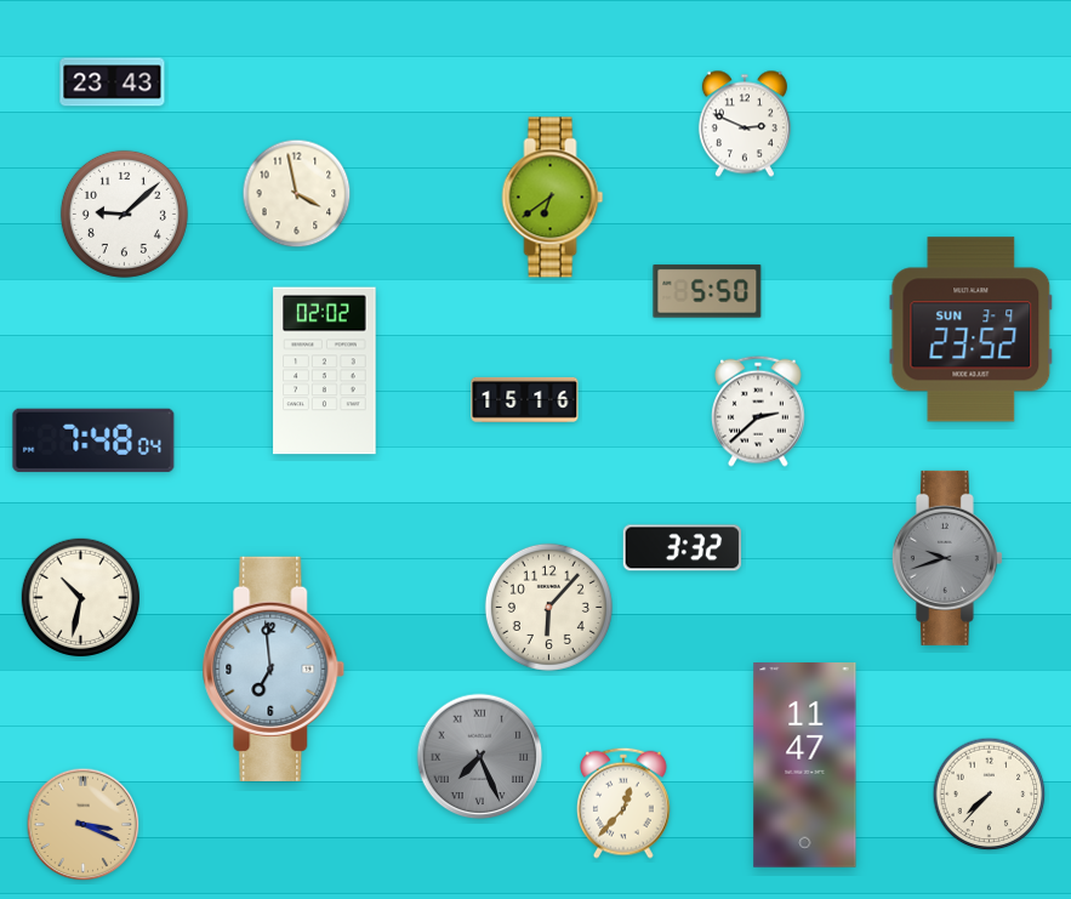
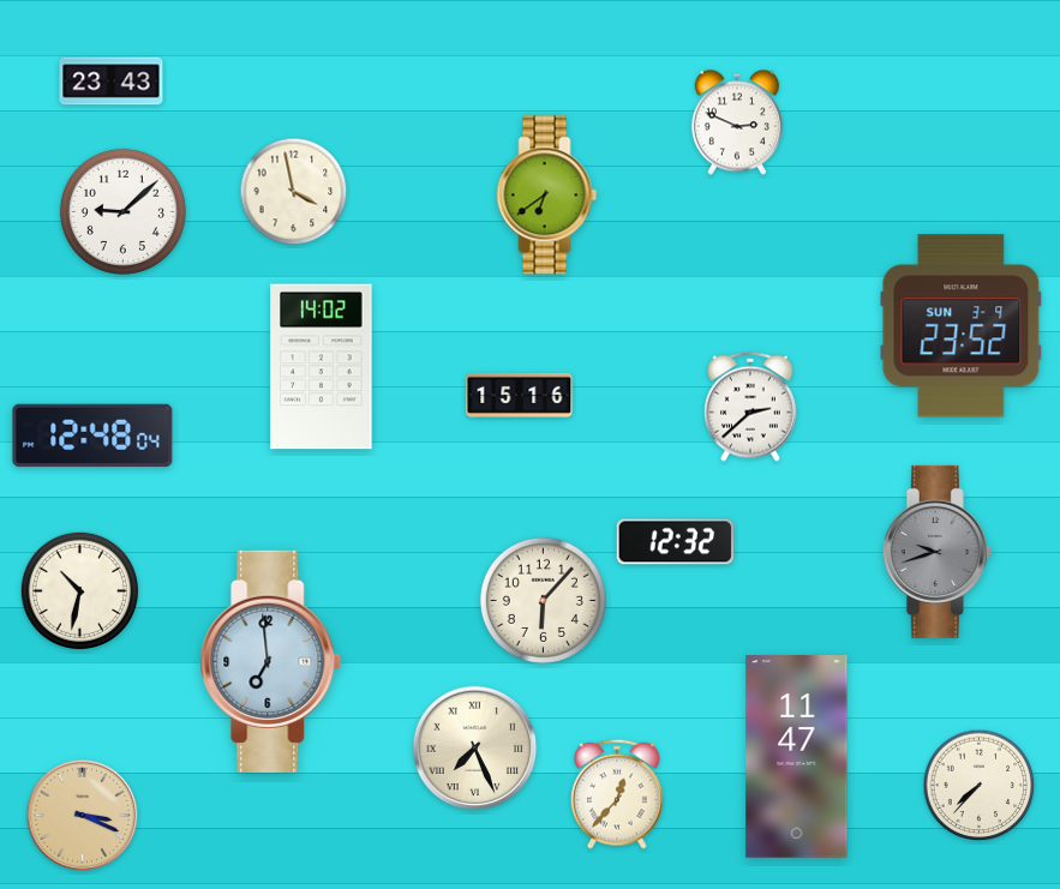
clock at (707, 291): 5:50 -> none
clock at (325, 371): 02:02 -> 14:02
clock at (93, 440): 7:48 -> 12:48
clock at (682, 548): 3:32 -> 12:32
clock at (480, 757) dial: grey -> cream
